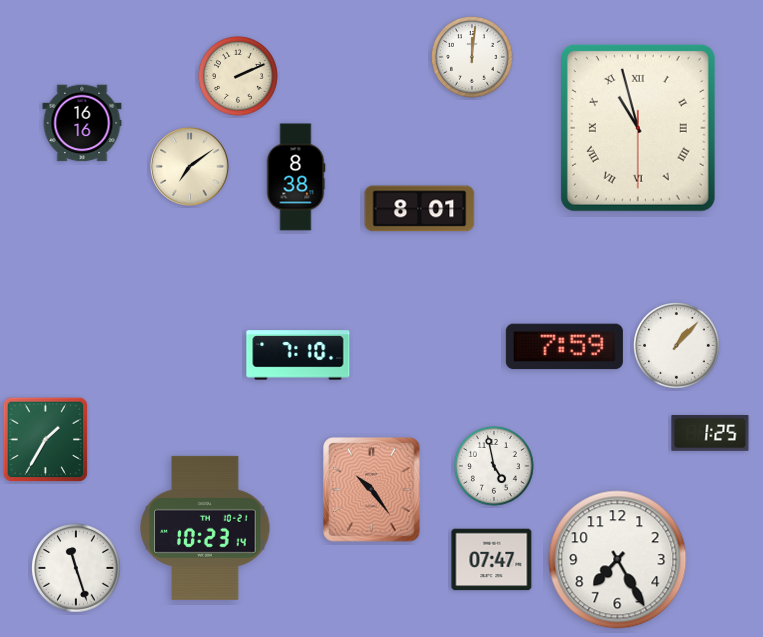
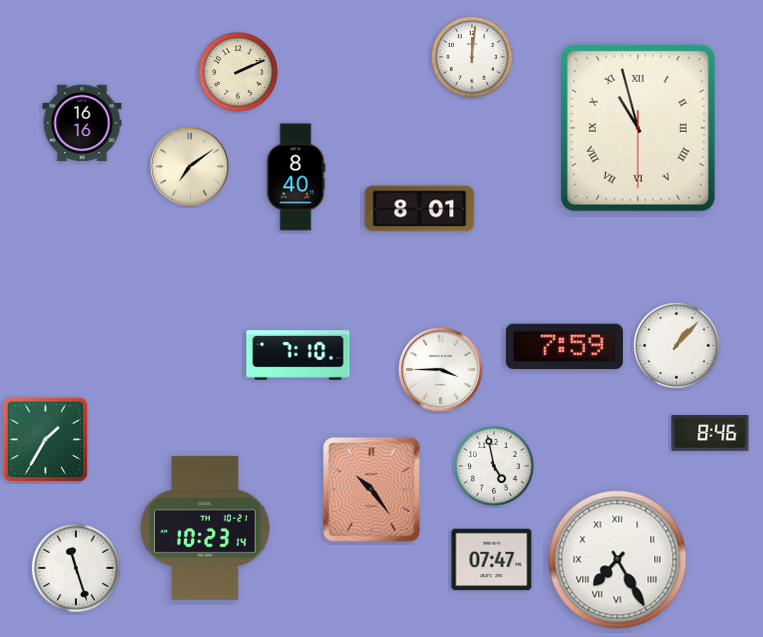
clock at (238, 76) position: (238, 76) -> (238, 72)
clock at (296, 177): 8:38 -> 8:40
clock at (441, 370): none -> 3:45
clock at (710, 433): 1:25 -> 8:46
clock at (618, 560) numerals: Arabic -> Roman
